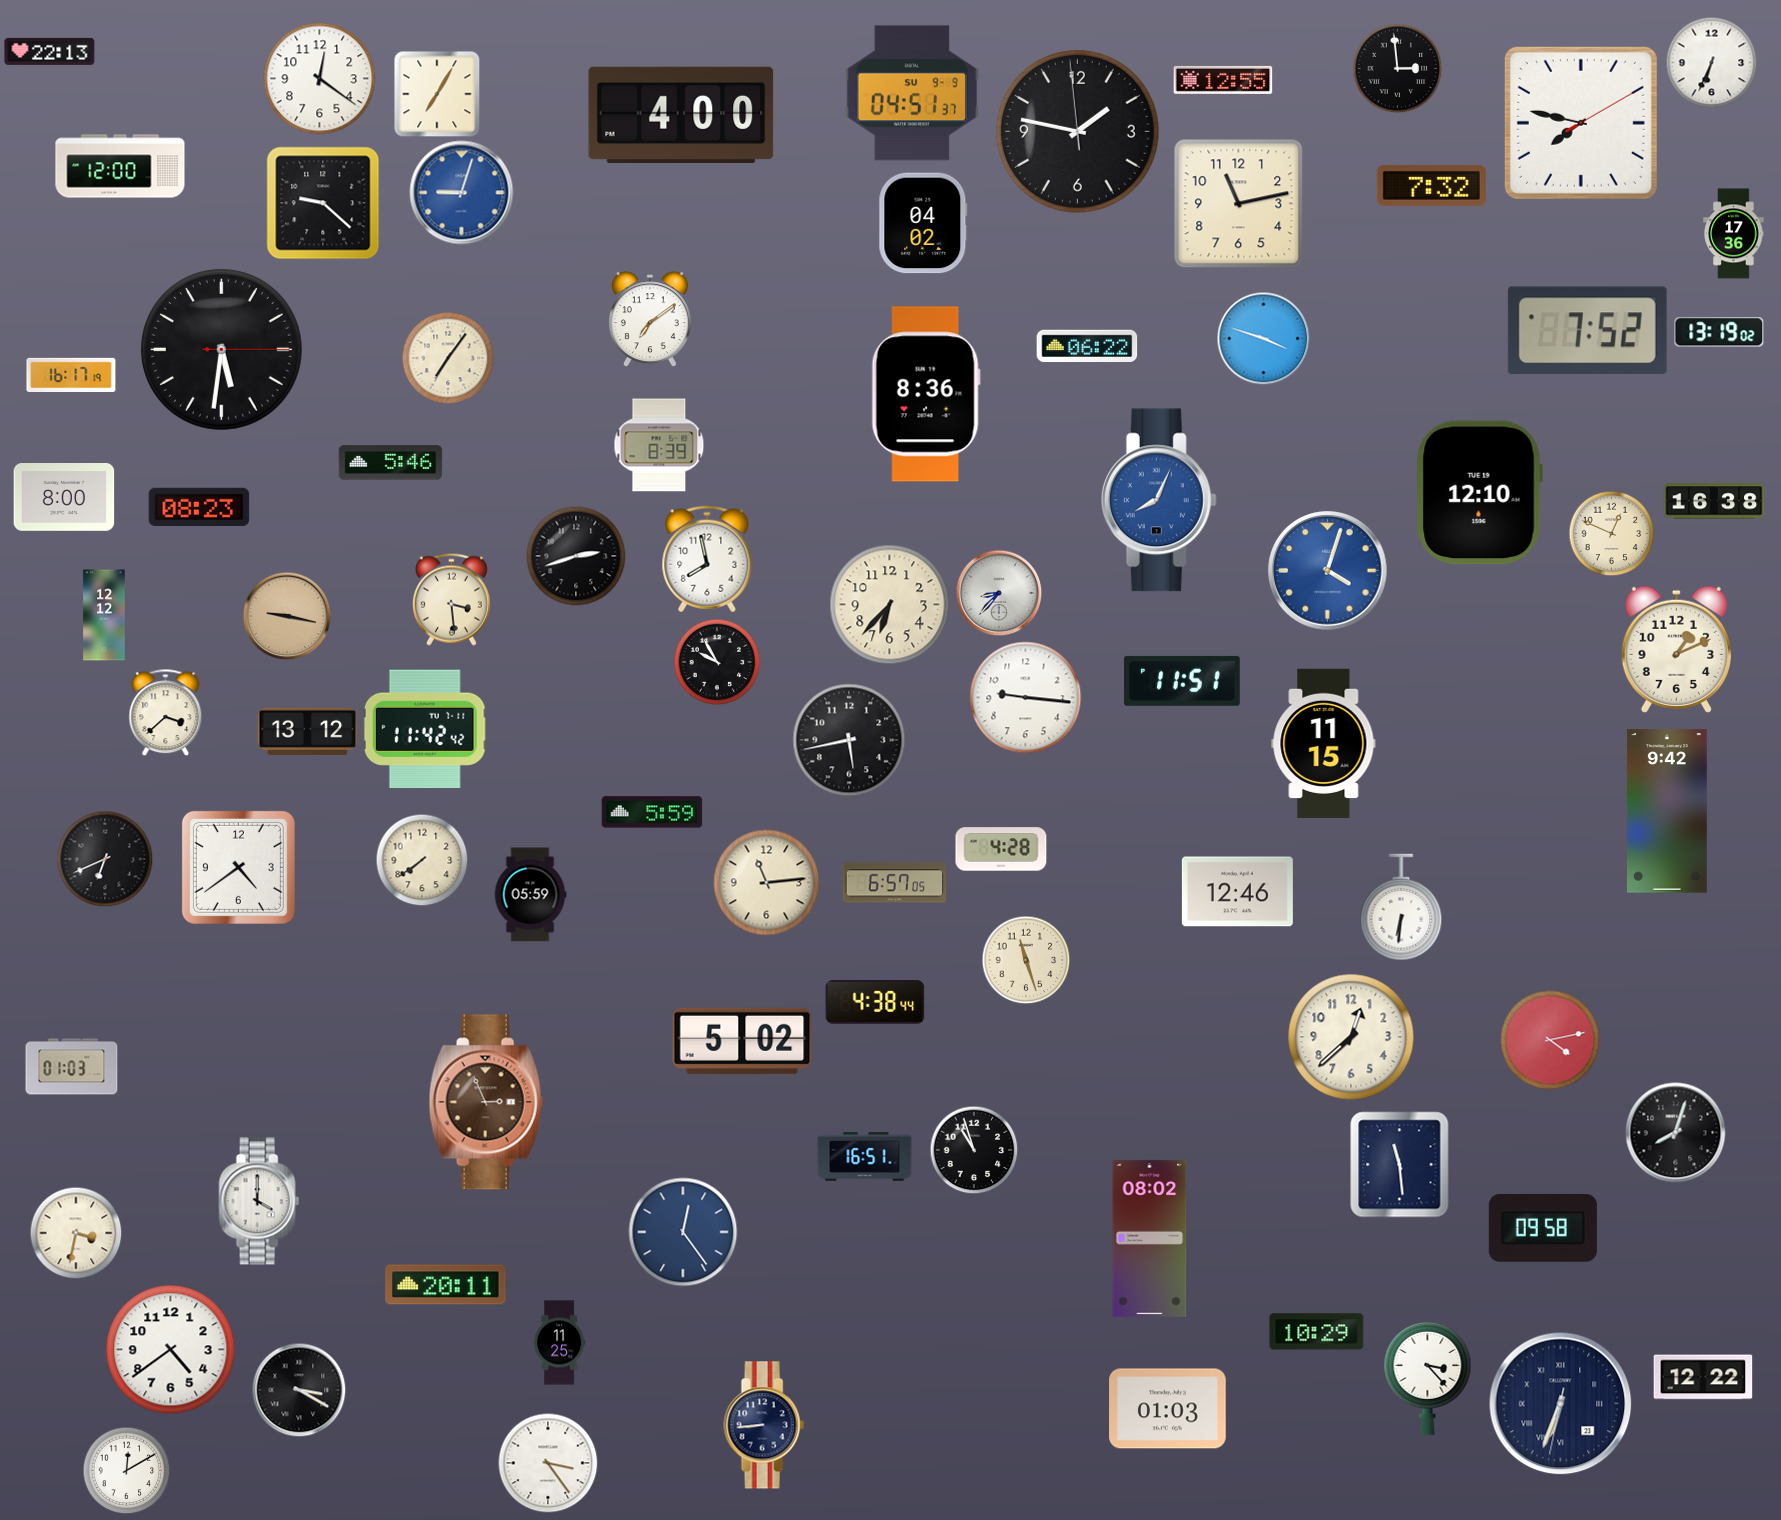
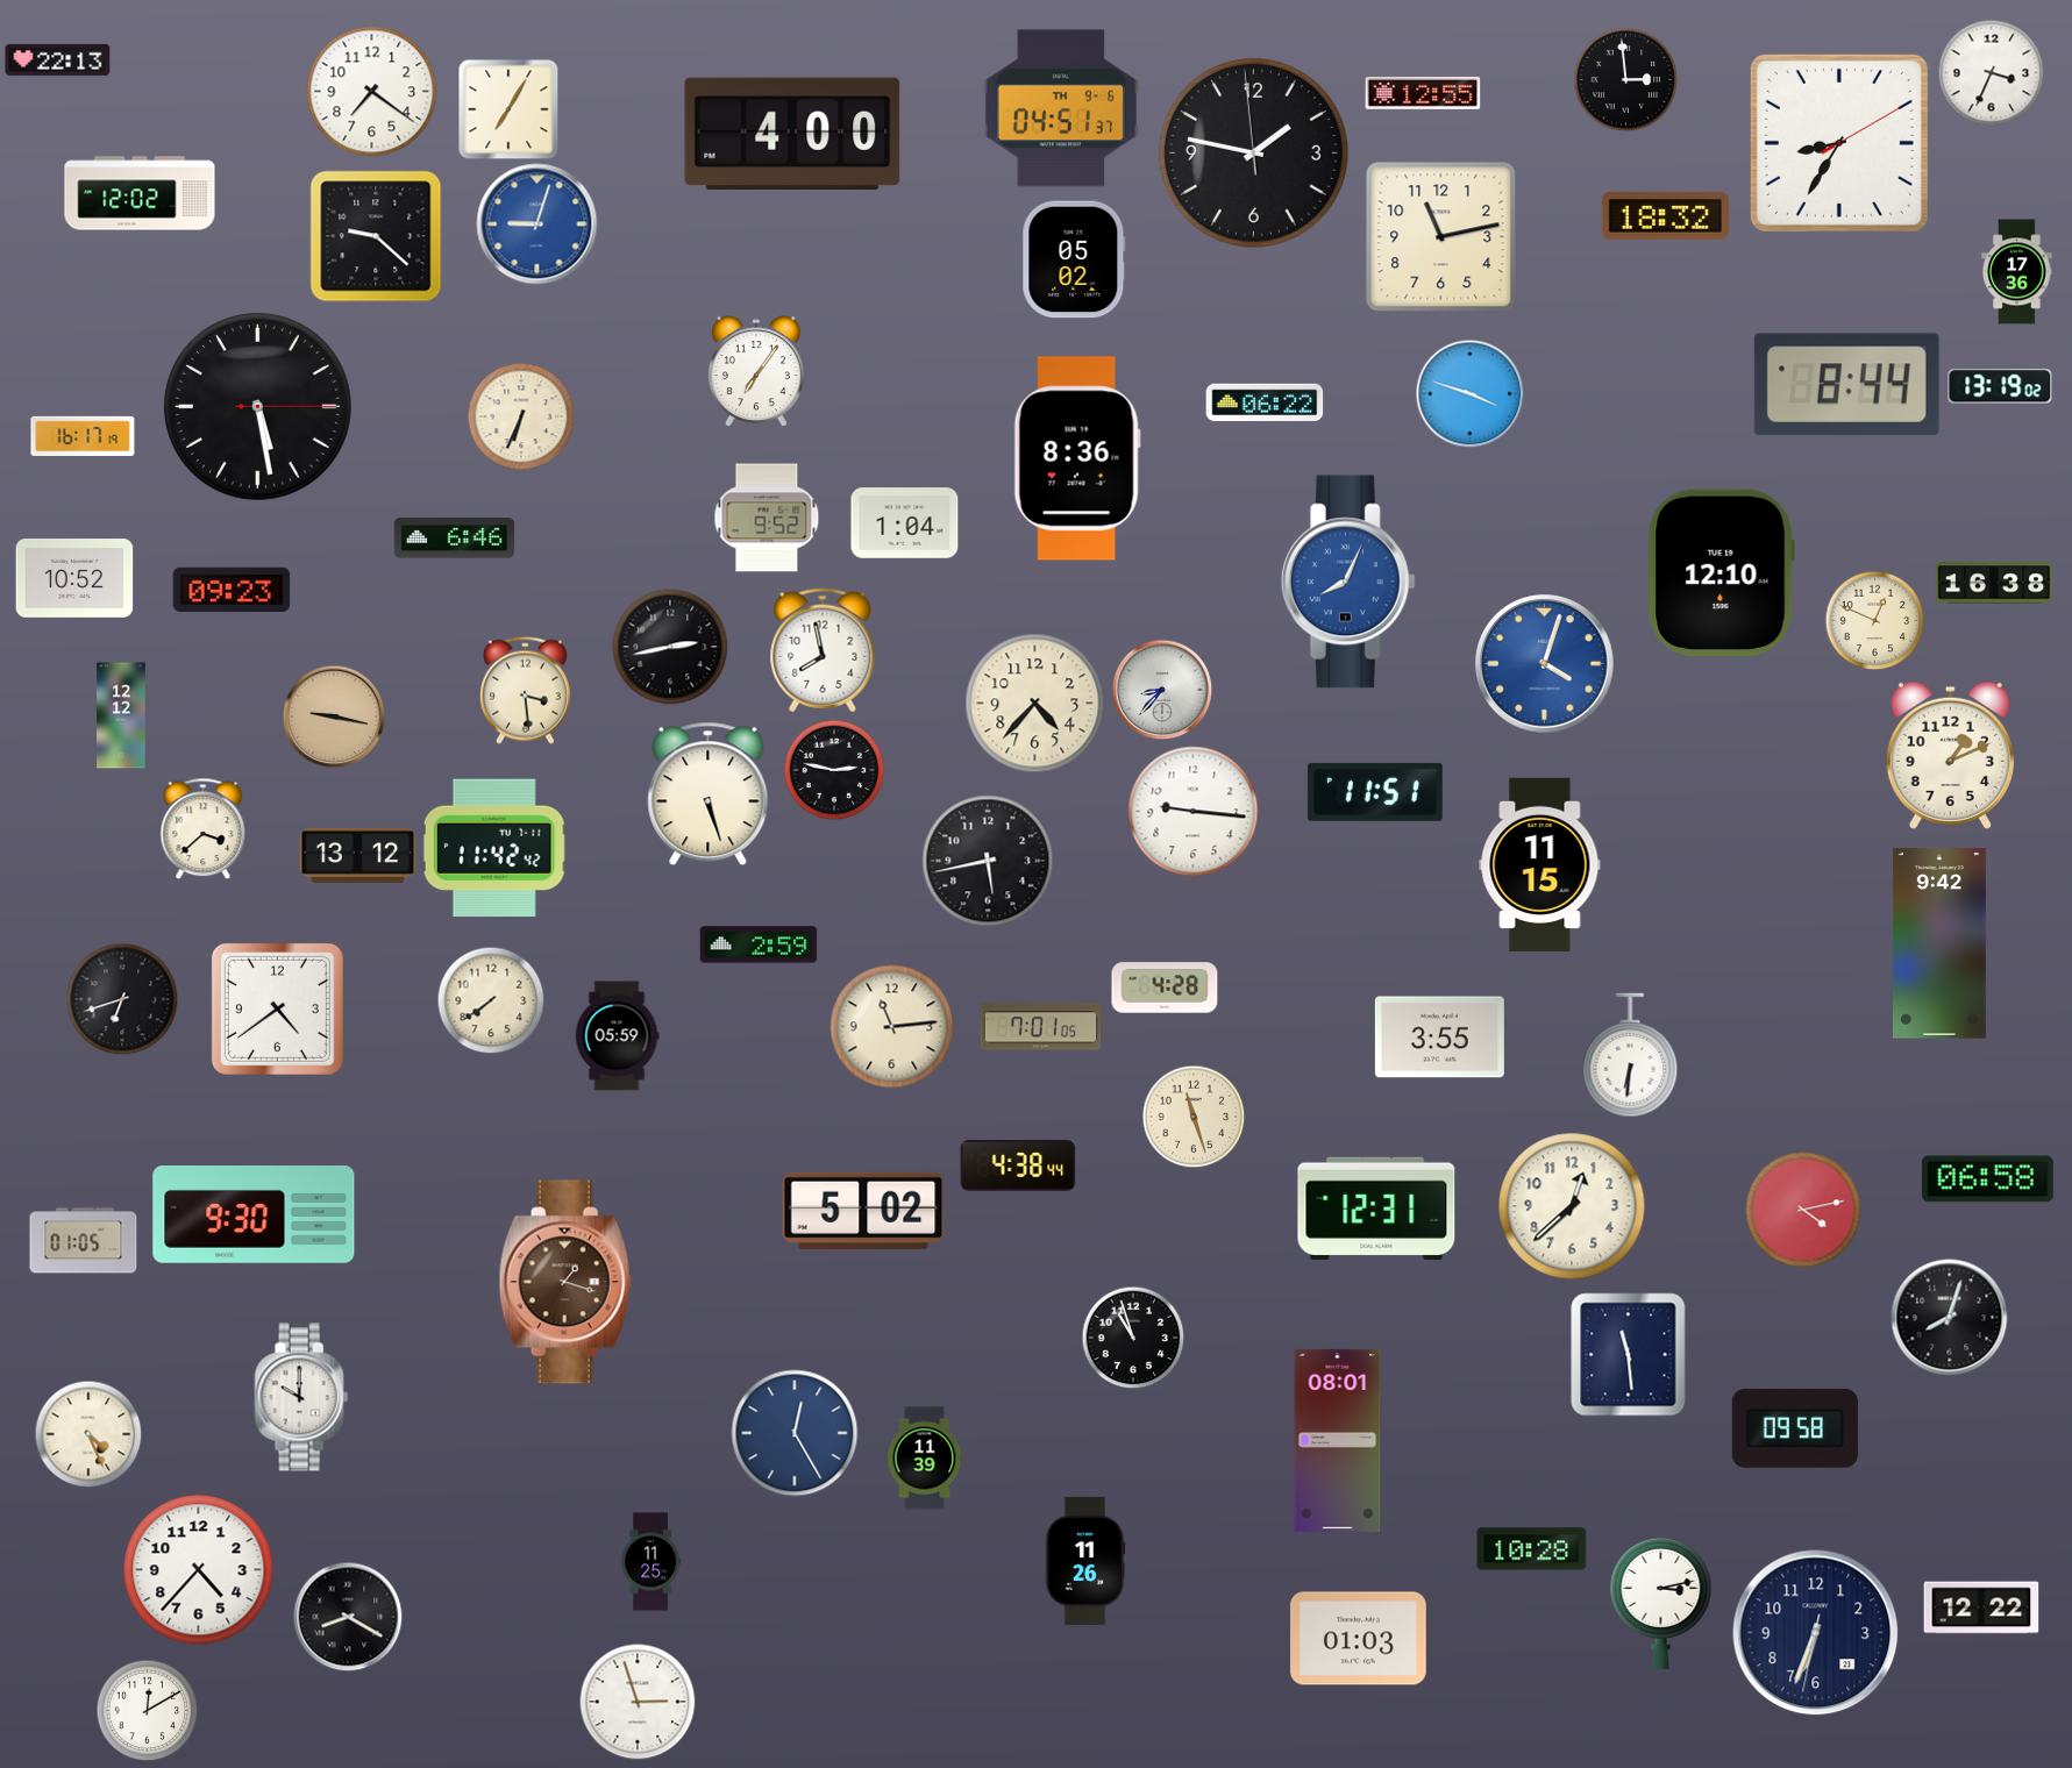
clock at (1711, 62): 6:34 -> 3:34
clock at (320, 79): 12:21 -> 7:21
clock at (911, 93) date: SU 9-9 -> TH 9-6
clock at (1581, 123): 7:47 -> 8:35
clock at (120, 166): 12:00 -> 12:02
clock at (1431, 185): 7:32 -> 18:32
clock at (923, 223): 04:02 -> 05:02
clock at (650, 319): 7:09 -> 7:06
clock at (1587, 331): 7:52 -> 8:44
clock at (221, 349): 5:31 -> 5:28
clock at (448, 358): 7:06 -> 6:34
clock at (659, 445): 8:39 -> 9:52
clock at (905, 523): none -> 1:04
clock at (391, 463): 5:46 -> 6:46
clock at (64, 498): 8:00 -> 10:52
clock at (199, 506): 08:23 -> 09:23
clock at (576, 556): 2:42 -> 2:43
clock at (451, 599) position: (451, 599) -> (525, 690)
clock at (890, 605): 6:37 -> 4:37
clock at (717, 662): 9:55 -> 2:47
clock at (709, 794): none -> 5:27
clock at (166, 712) position: (166, 712) -> (204, 828)
clock at (308, 731) position: (308, 731) -> (358, 855)
clock at (652, 812): 5:59 -> 2:59
clock at (105, 859): 6:41 -> 6:42
clock at (895, 883): 6:57 -> 7:01
clock at (1237, 892): 12:46 -> 3:55
clock at (530, 895) position: (530, 895) -> (617, 1036)
clock at (1987, 1179): none -> 06:58
clock at (1376, 1209): none -> 12:31
clock at (254, 1215): none -> 9:30
clock at (72, 1067): 01:03 -> 01:05
clock at (486, 1102): 2:56 -> 1:18
clock at (865, 1157): 16:51 -> none
clock at (259, 1201): 4:00 -> 10:00
clock at (683, 1232): 12:24 -> 12:25
clock at (76, 1233): 3:32 -> 4:26
clock at (1150, 1238): 08:02 -> 08:01
clock at (925, 1459): none -> 11:39
clock at (446, 1285): 20:11 -> none
clock at (1317, 1332): 10:29 -> 10:28
clock at (1085, 1561): none -> 11:26
clock at (171, 1350): 4:39 -> 4:37
clock at (1703, 1377) position: (1703, 1377) -> (1981, 1607)
clock at (1428, 1378): 3:23 -> 3:13
clock at (299, 1390): 3:20 -> 8:20
clock at (1561, 1404) numerals: Roman -> Arabic
clock at (764, 1425): 8:44 -> none
clock at (548, 1463): 3:24 -> 2:57
